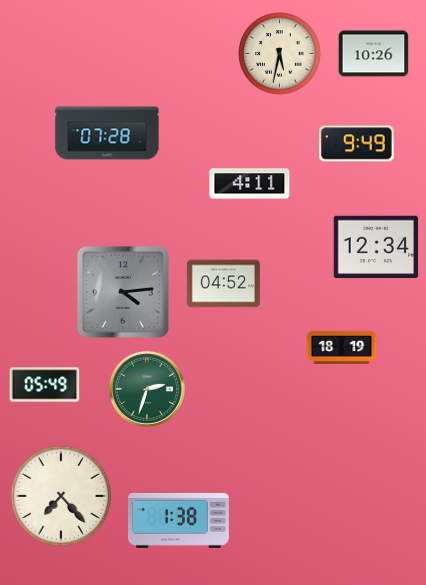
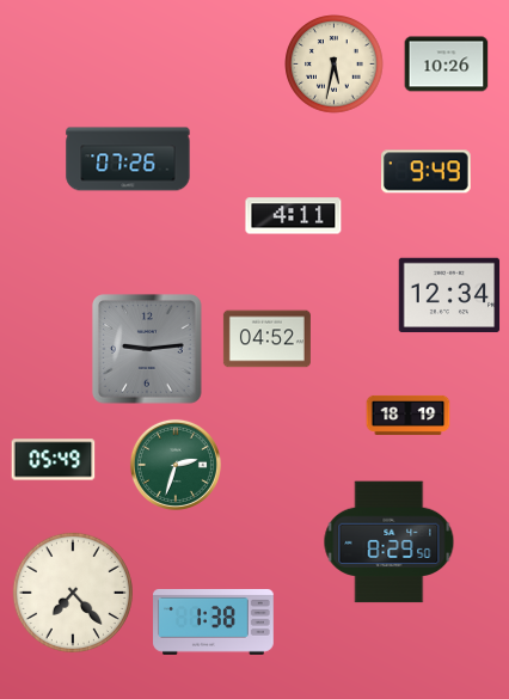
clock at (107, 133): 07:28 -> 07:26
clock at (250, 184) position: (250, 184) -> (294, 216)
clock at (123, 292): 4:14 -> 9:14
clock at (390, 542): none -> 8:29
